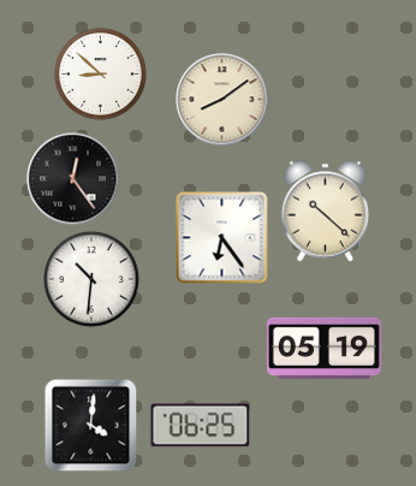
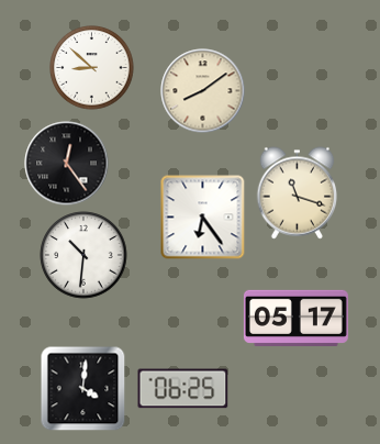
clock at (326, 212): 10:22 -> 11:18
clock at (323, 348): 05:19 -> 05:17
